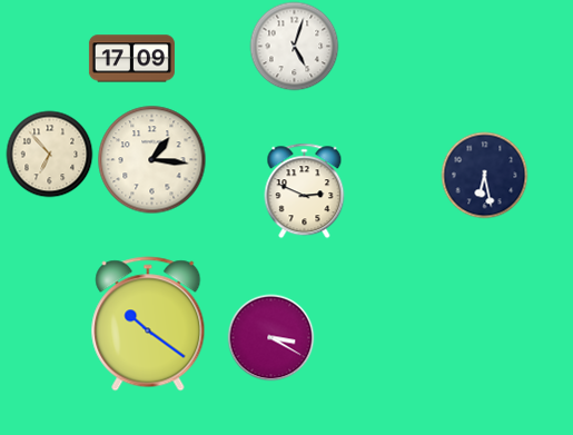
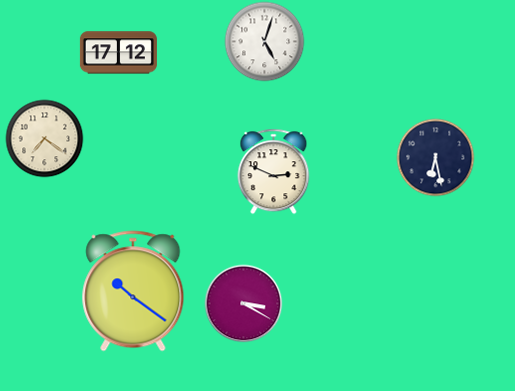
clock at (131, 59): 17:09 -> 17:12
clock at (49, 154): 6:53 -> 7:21
clock at (151, 159): 1:16 -> none
